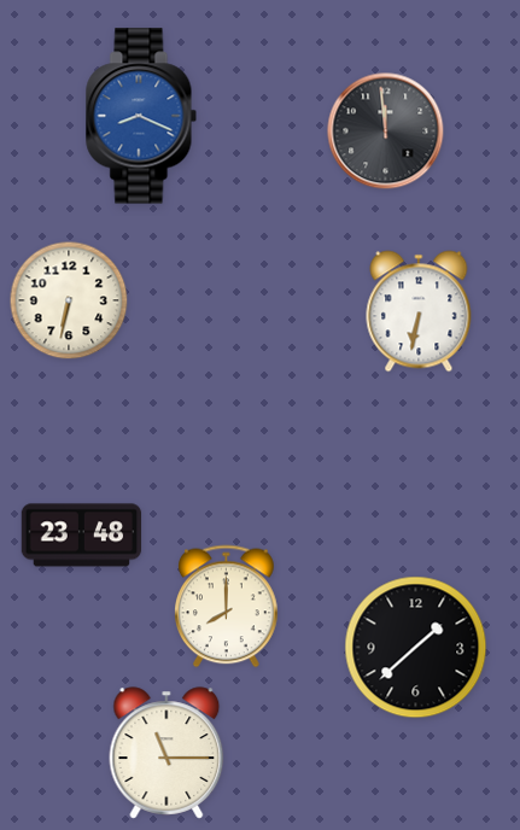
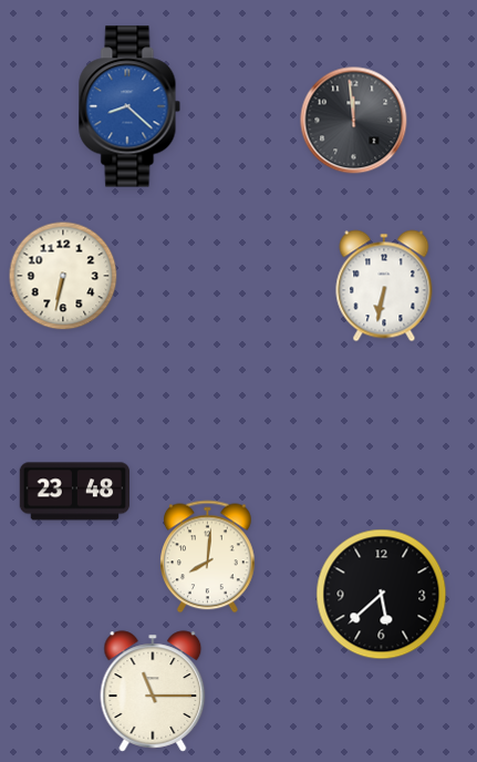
clock at (141, 116): 8:19 -> 8:22
clock at (227, 607): 8:00 -> 8:01
clock at (416, 648): 1:38 -> 5:38
